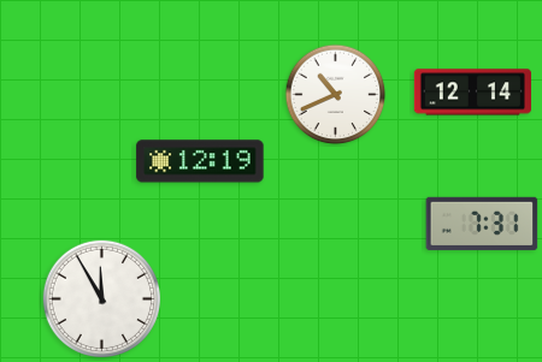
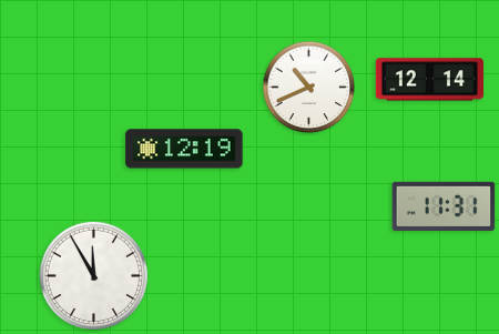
clock at (472, 93) position: (472, 93) -> (429, 80)
clock at (482, 224): 7:31 -> 11:31
